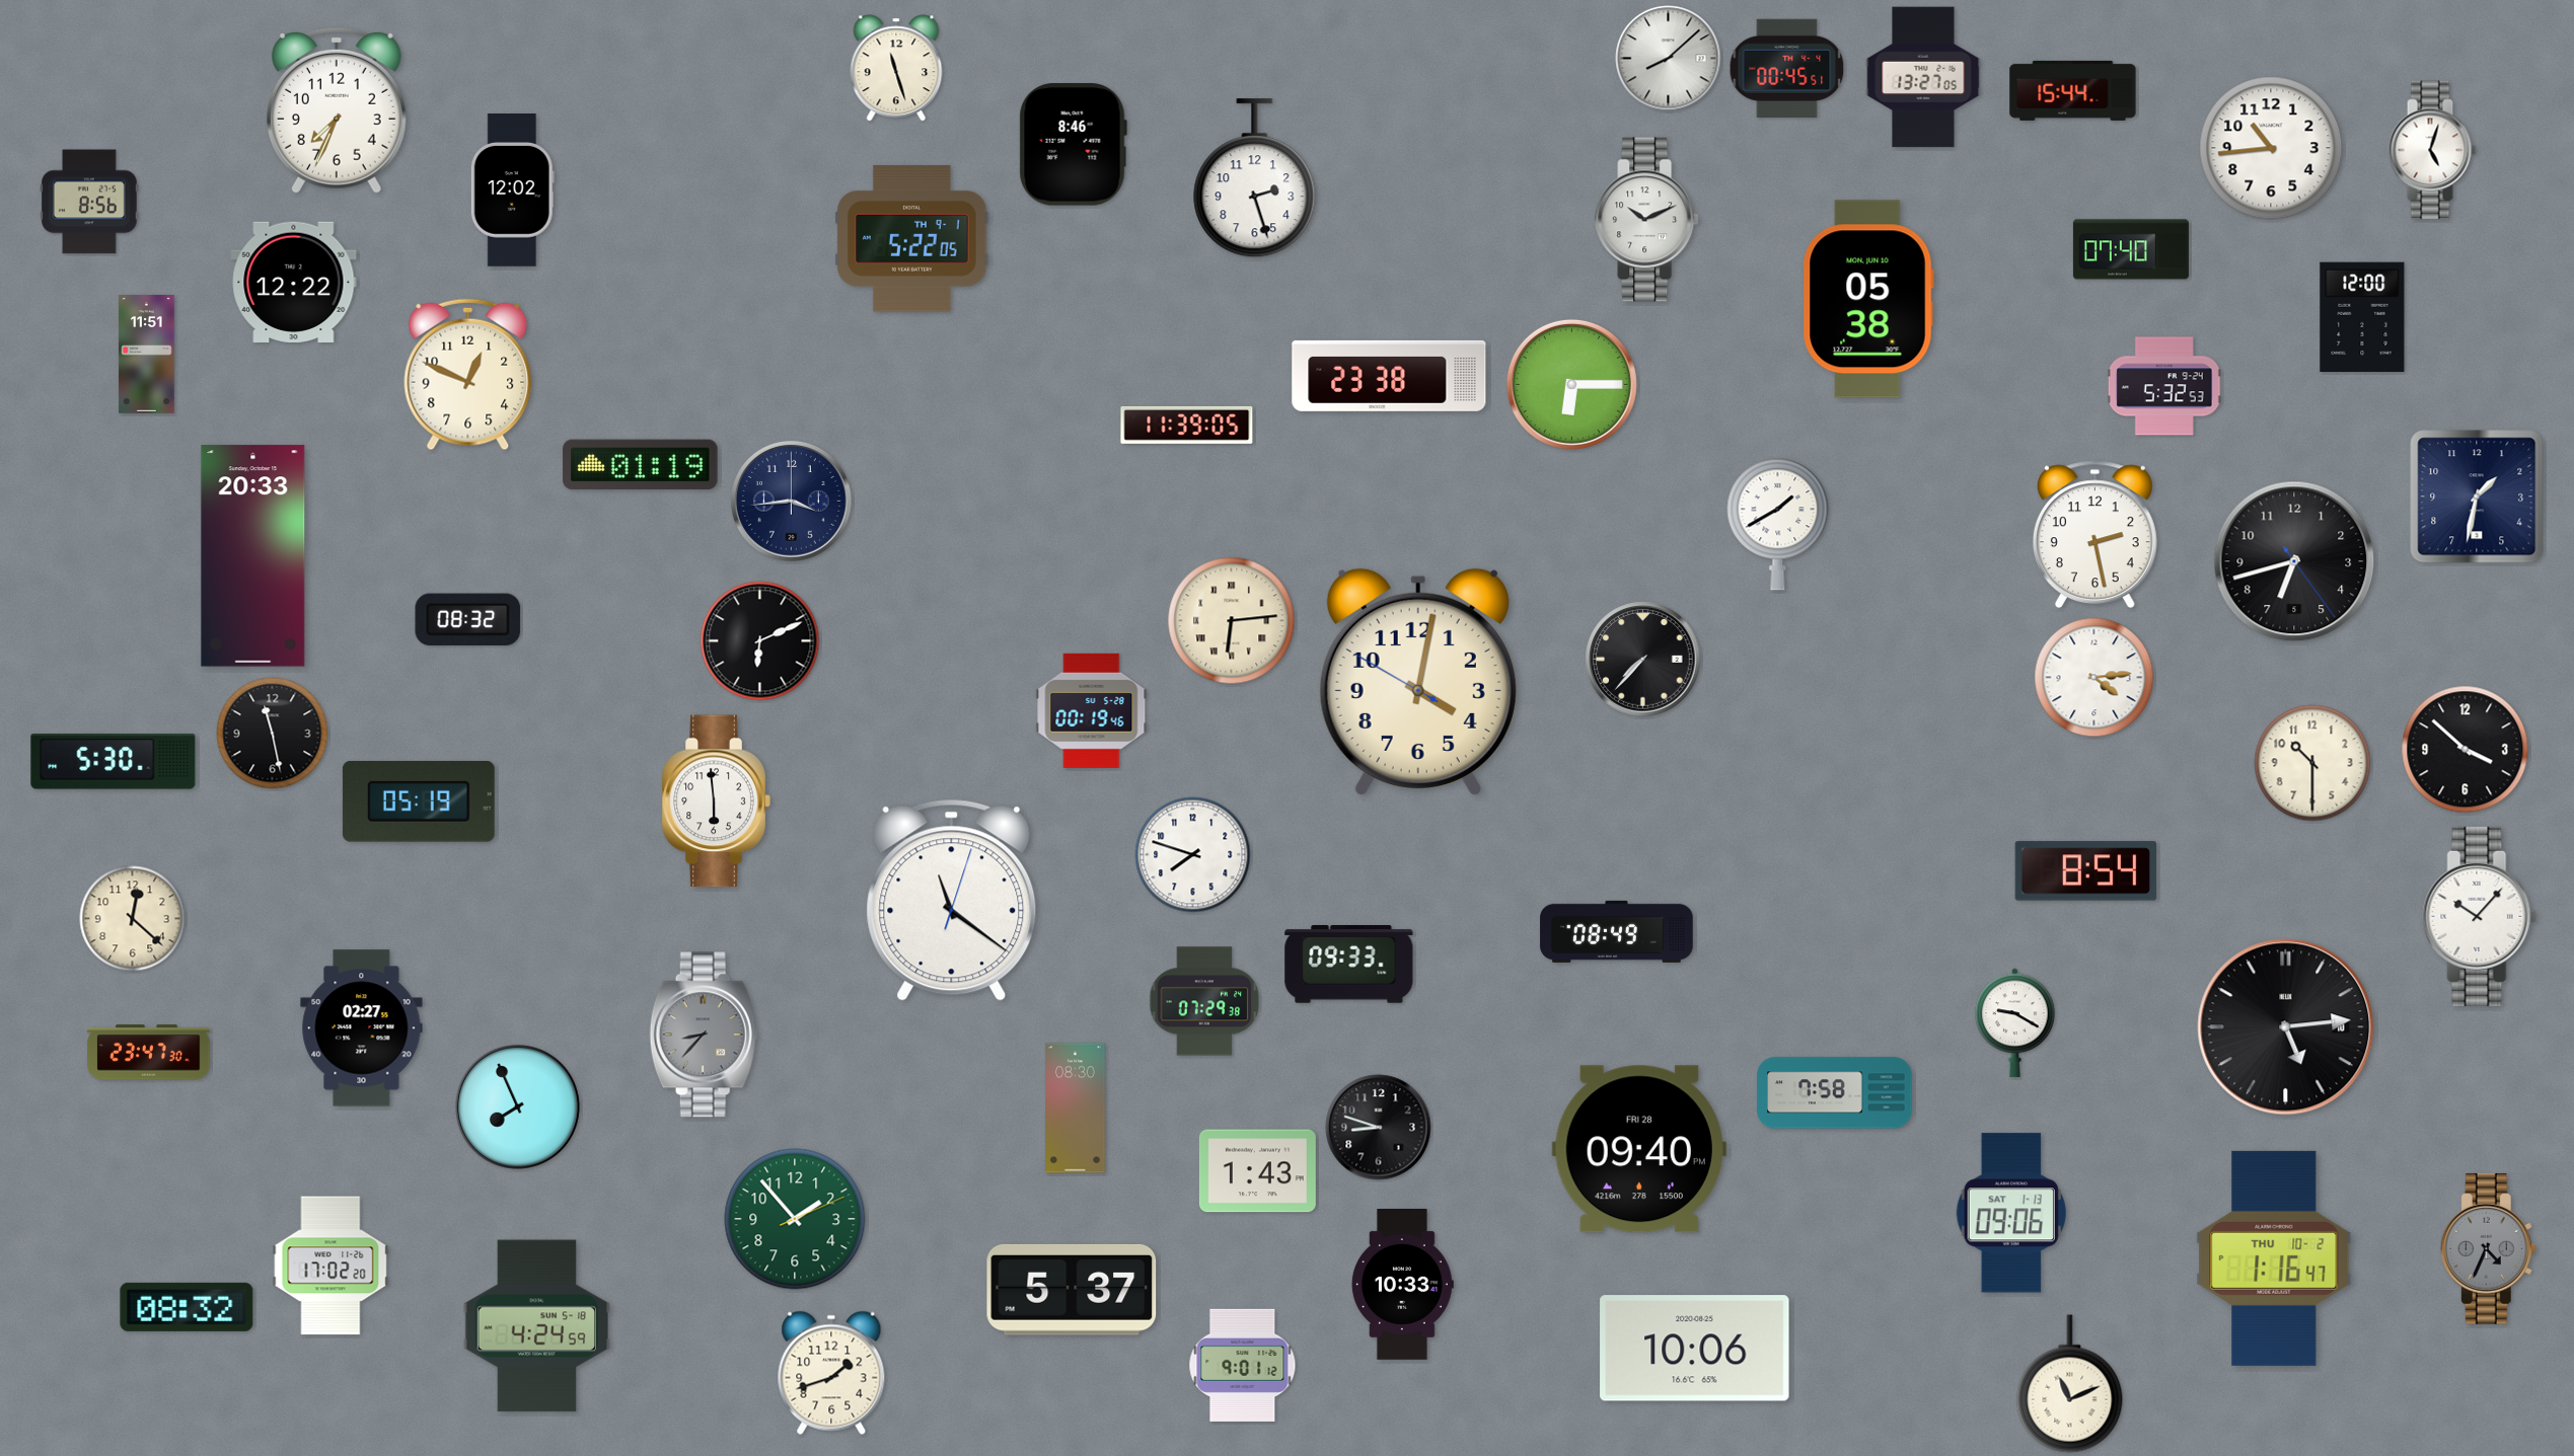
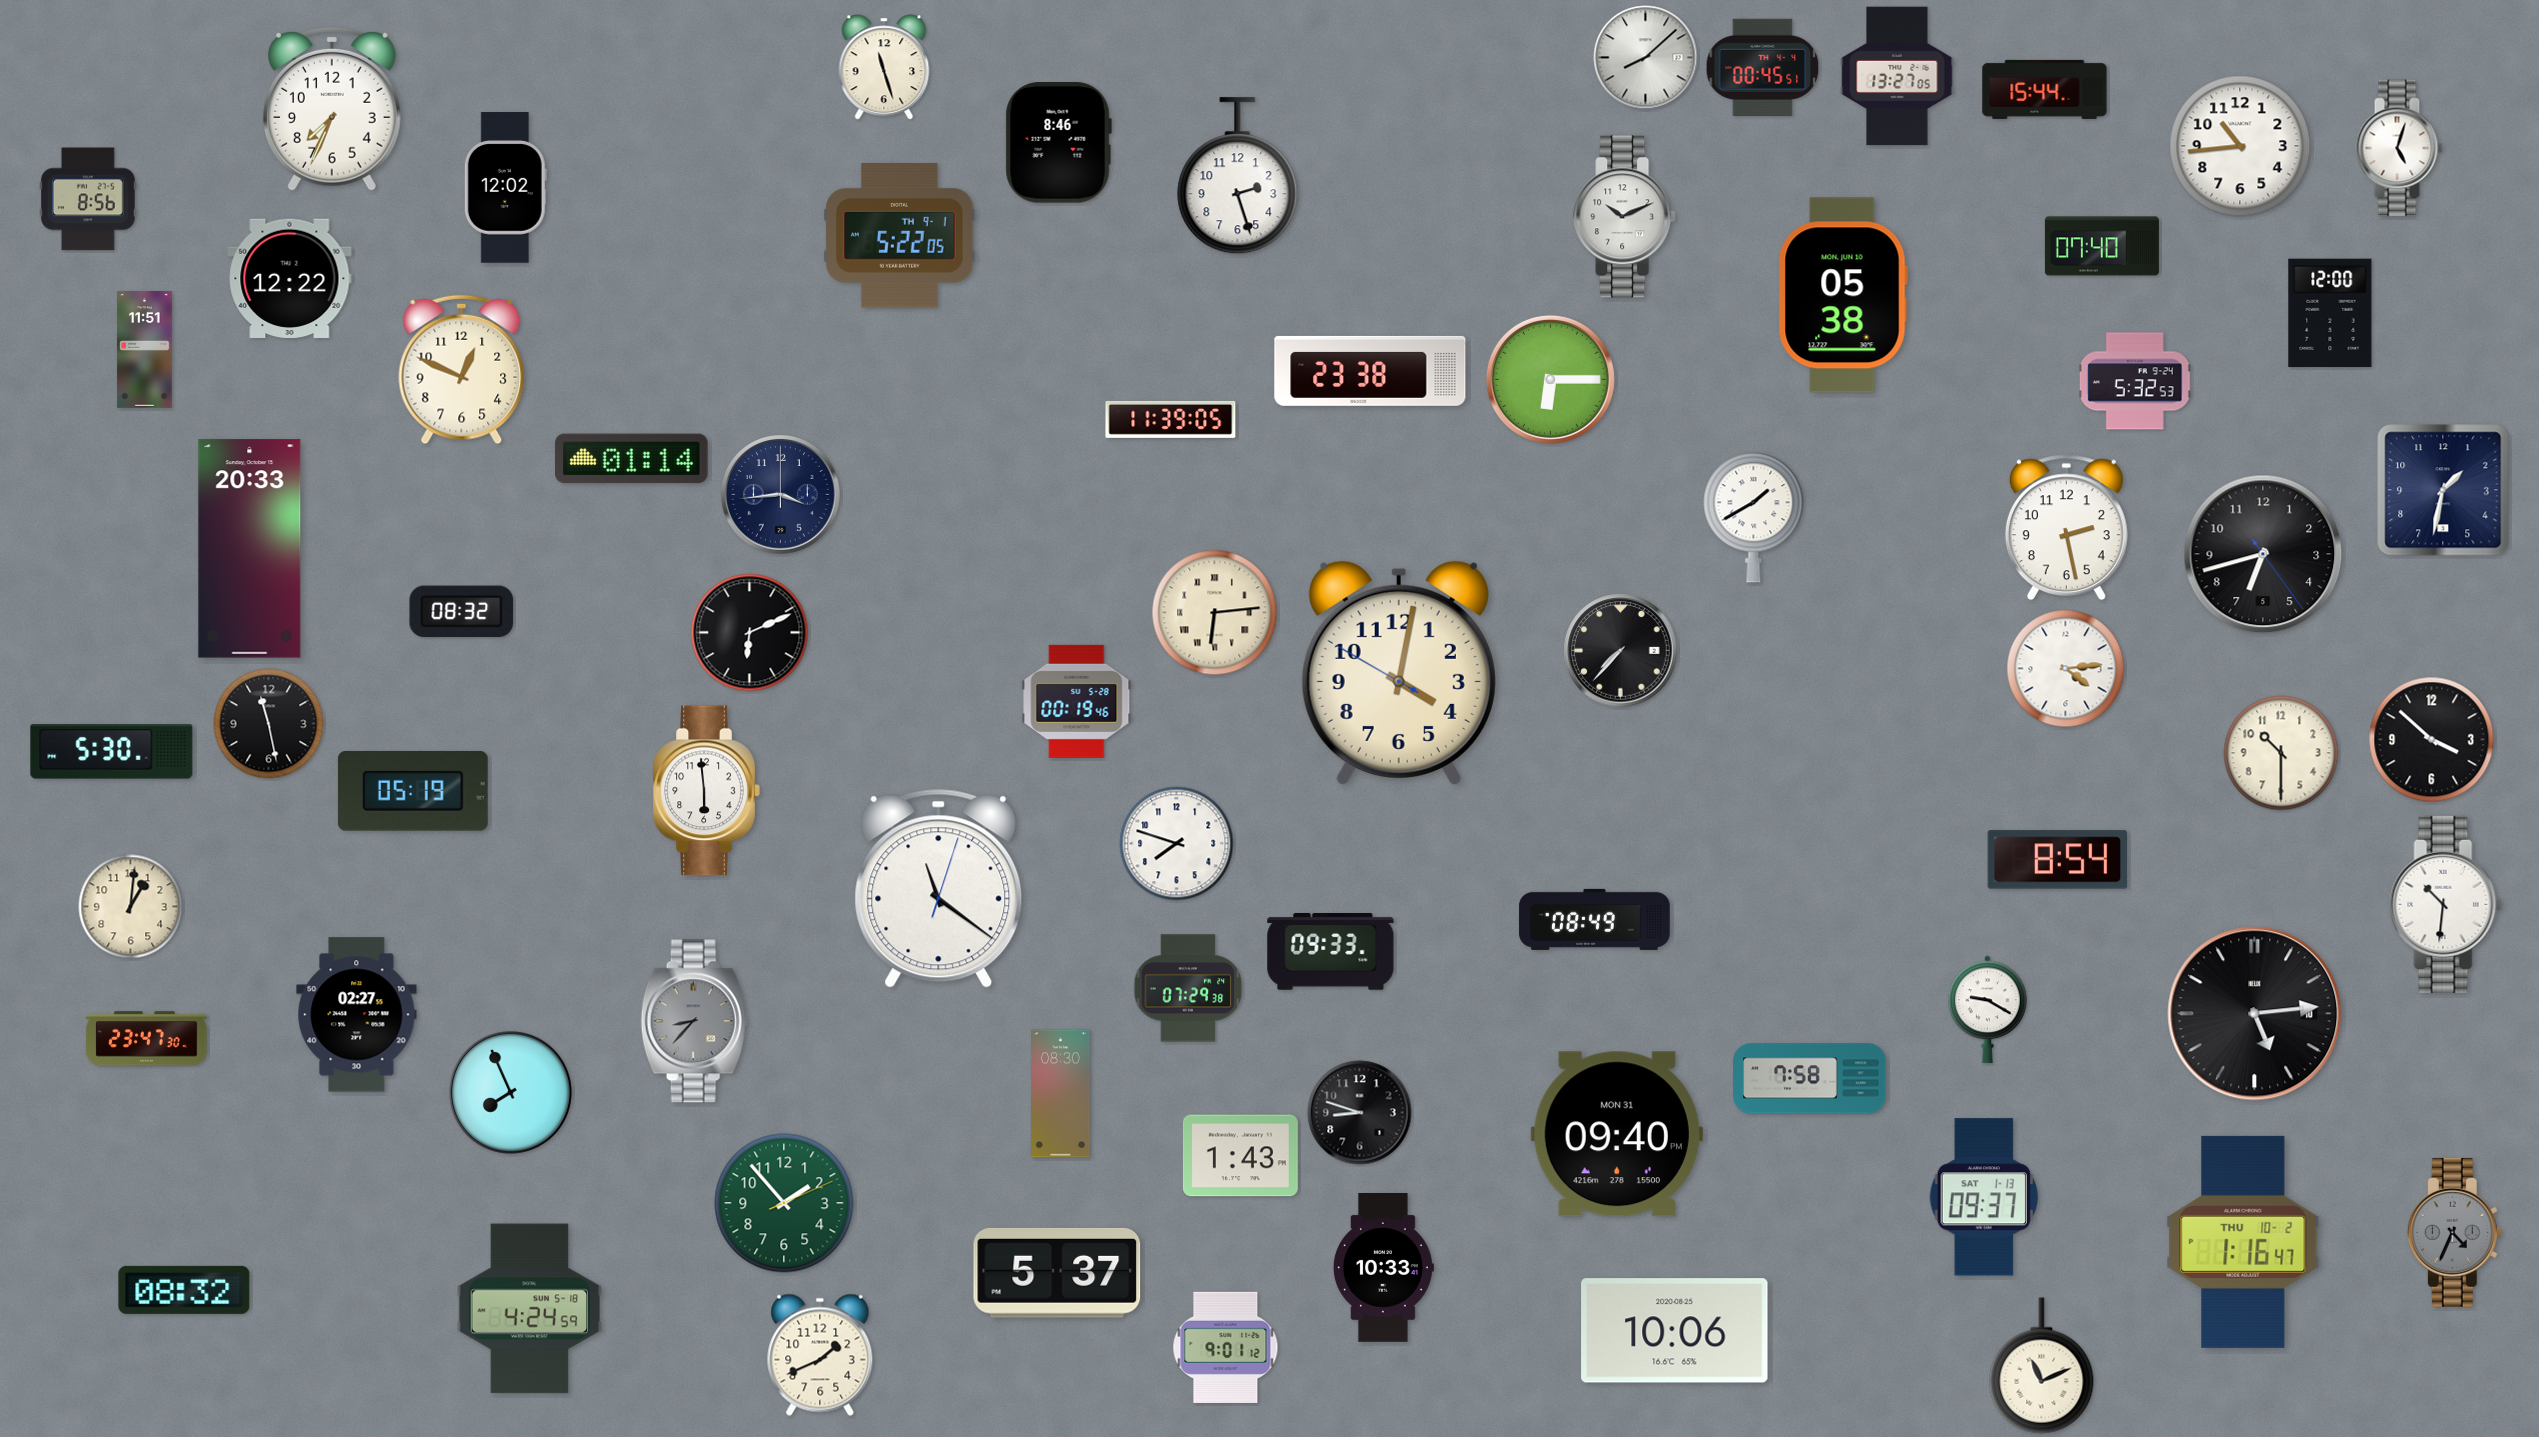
clock at (641, 465): 01:19 -> 01:14
clock at (2480, 916): 10:07 -> 10:31
clock at (133, 919): 12:22 -> 1:01
clock at (1639, 1149) date: FRI 28 -> MON 31
clock at (2011, 1213): 09:06 -> 09:37
clock at (330, 1266): 17:02 -> none
clock at (1695, 1349) position: (1695, 1349) -> (1675, 1331)
clock at (831, 1373): 1:42 -> 1:41
